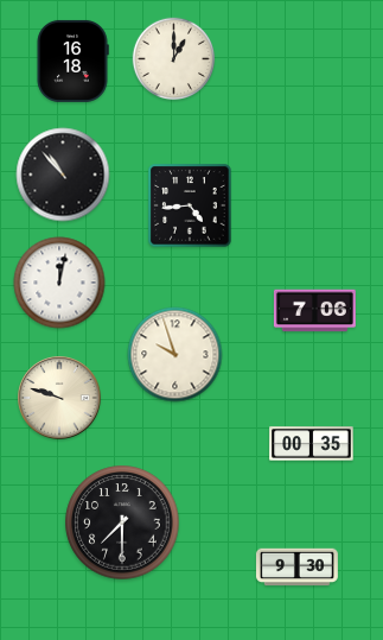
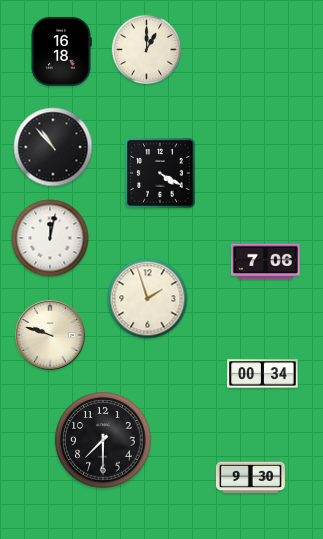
clock at (190, 205): 4:44 -> 4:20
clock at (175, 355): 9:57 -> 1:57
clock at (312, 444): 00:35 -> 00:34
